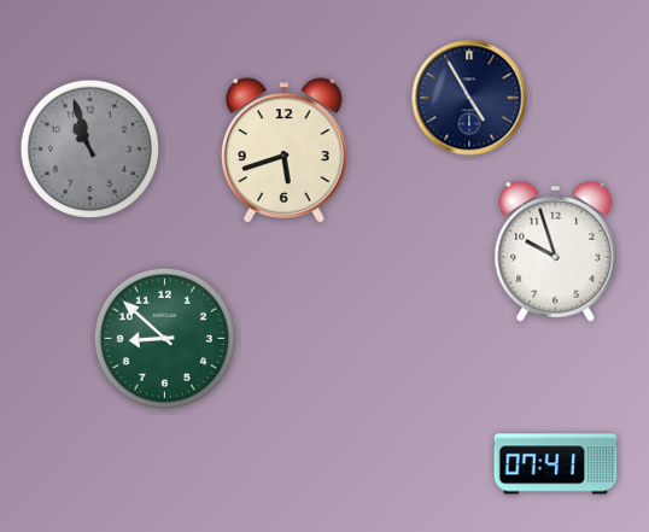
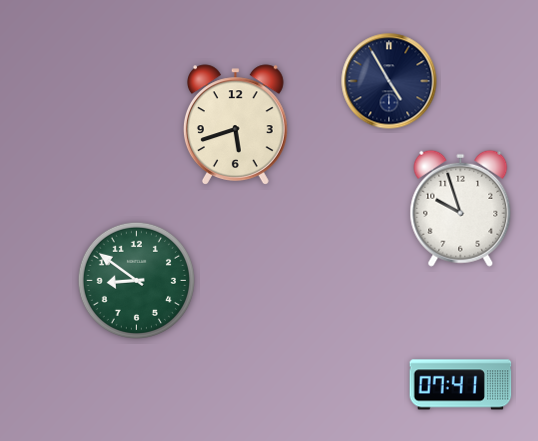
clock at (90, 150): 10:57 -> none
clock at (164, 338): 8:52 -> 8:51
